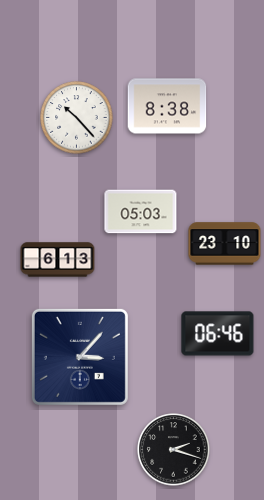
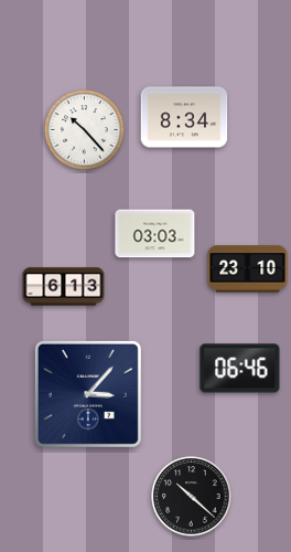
clock at (167, 106): 8:38 -> 8:34
clock at (141, 212): 05:03 -> 03:03
clock at (174, 450): 2:18 -> 10:22
